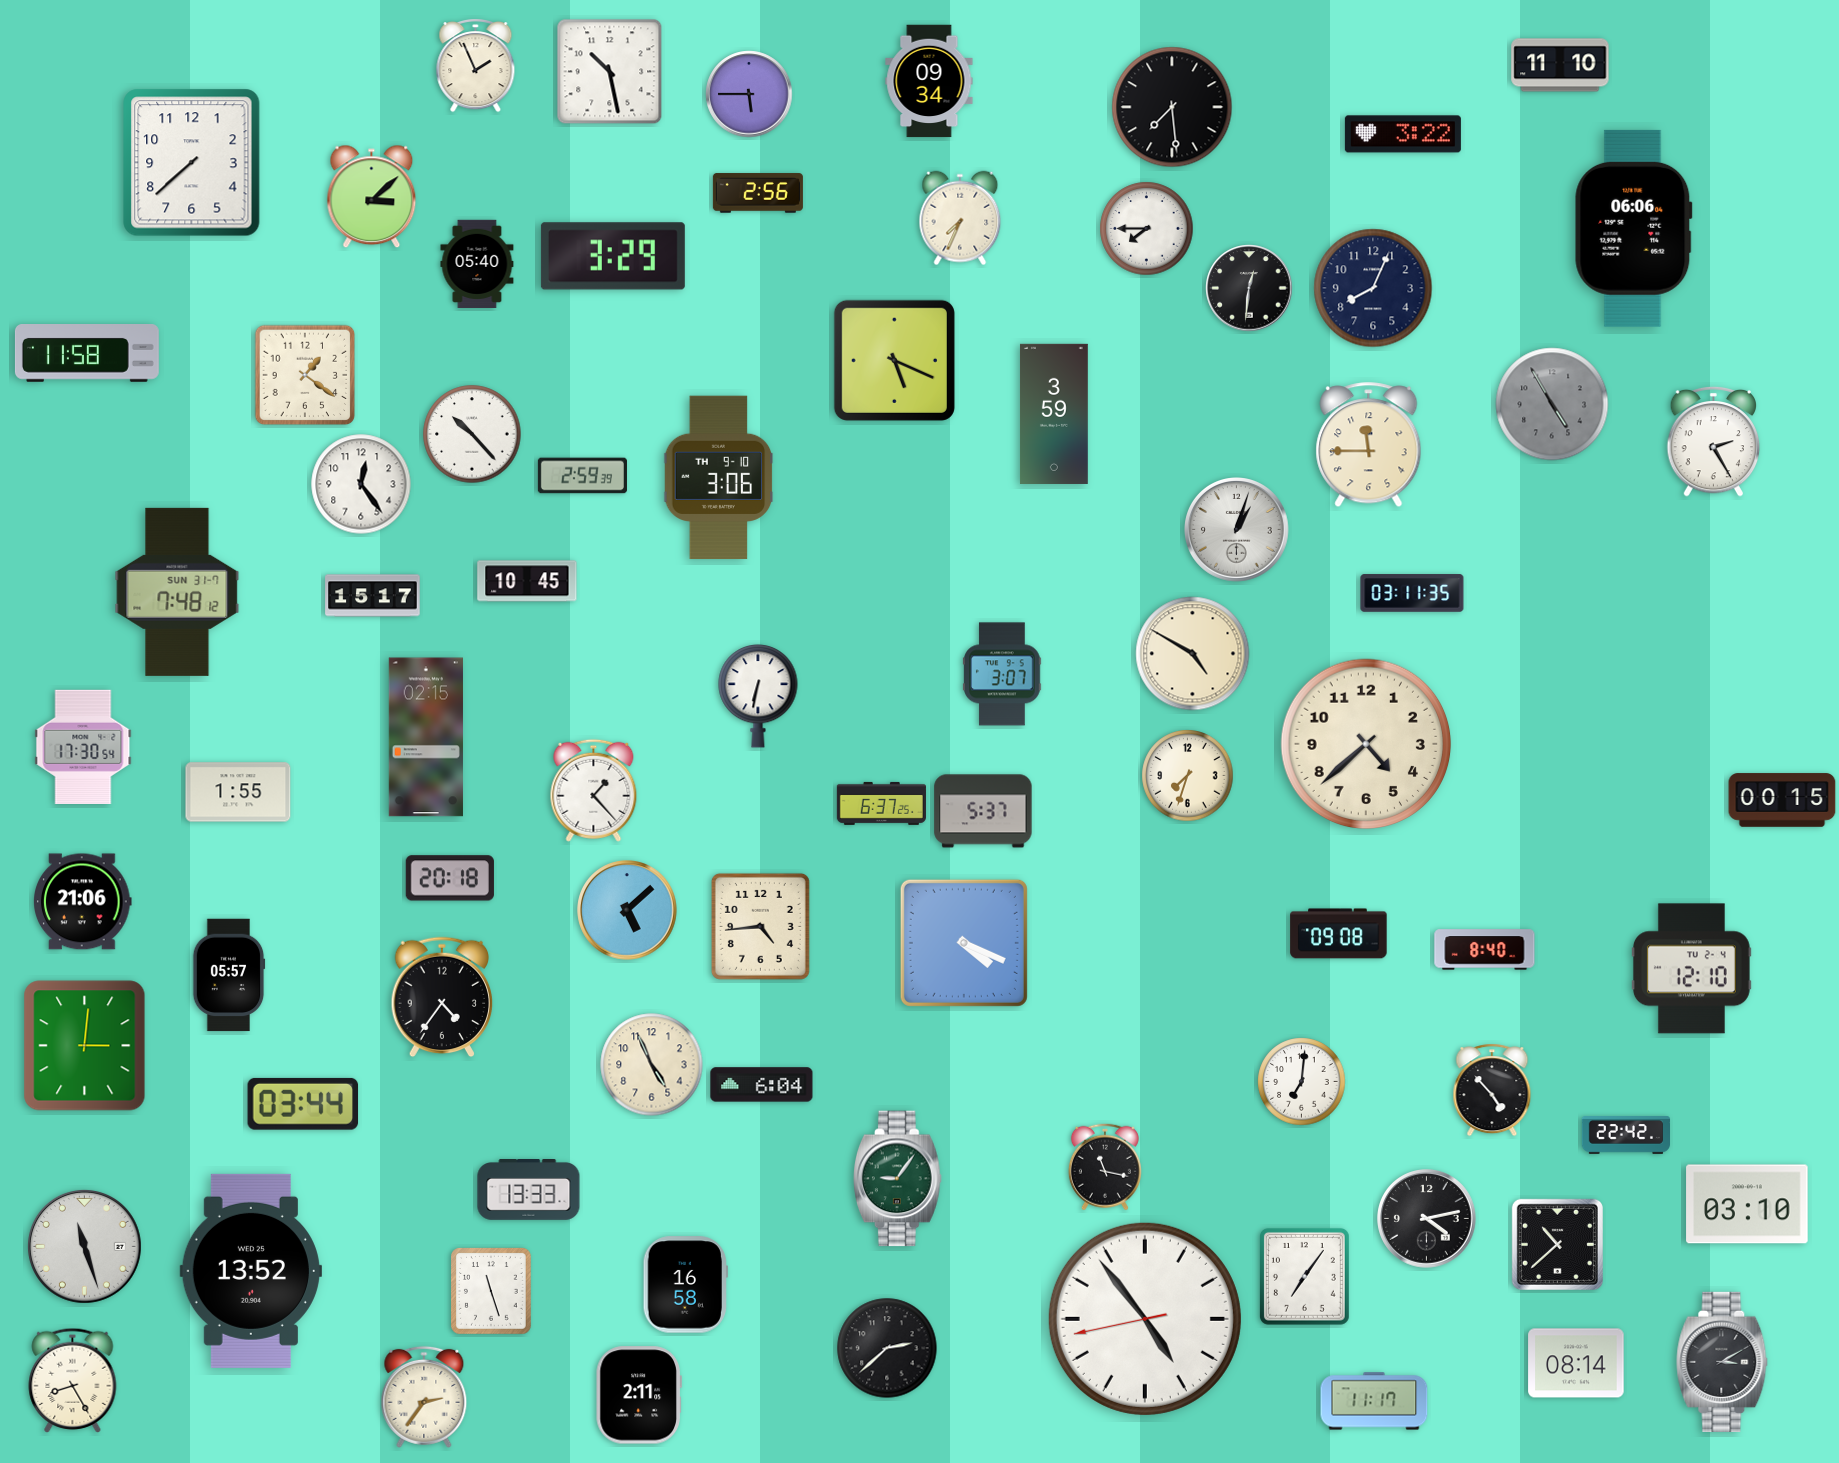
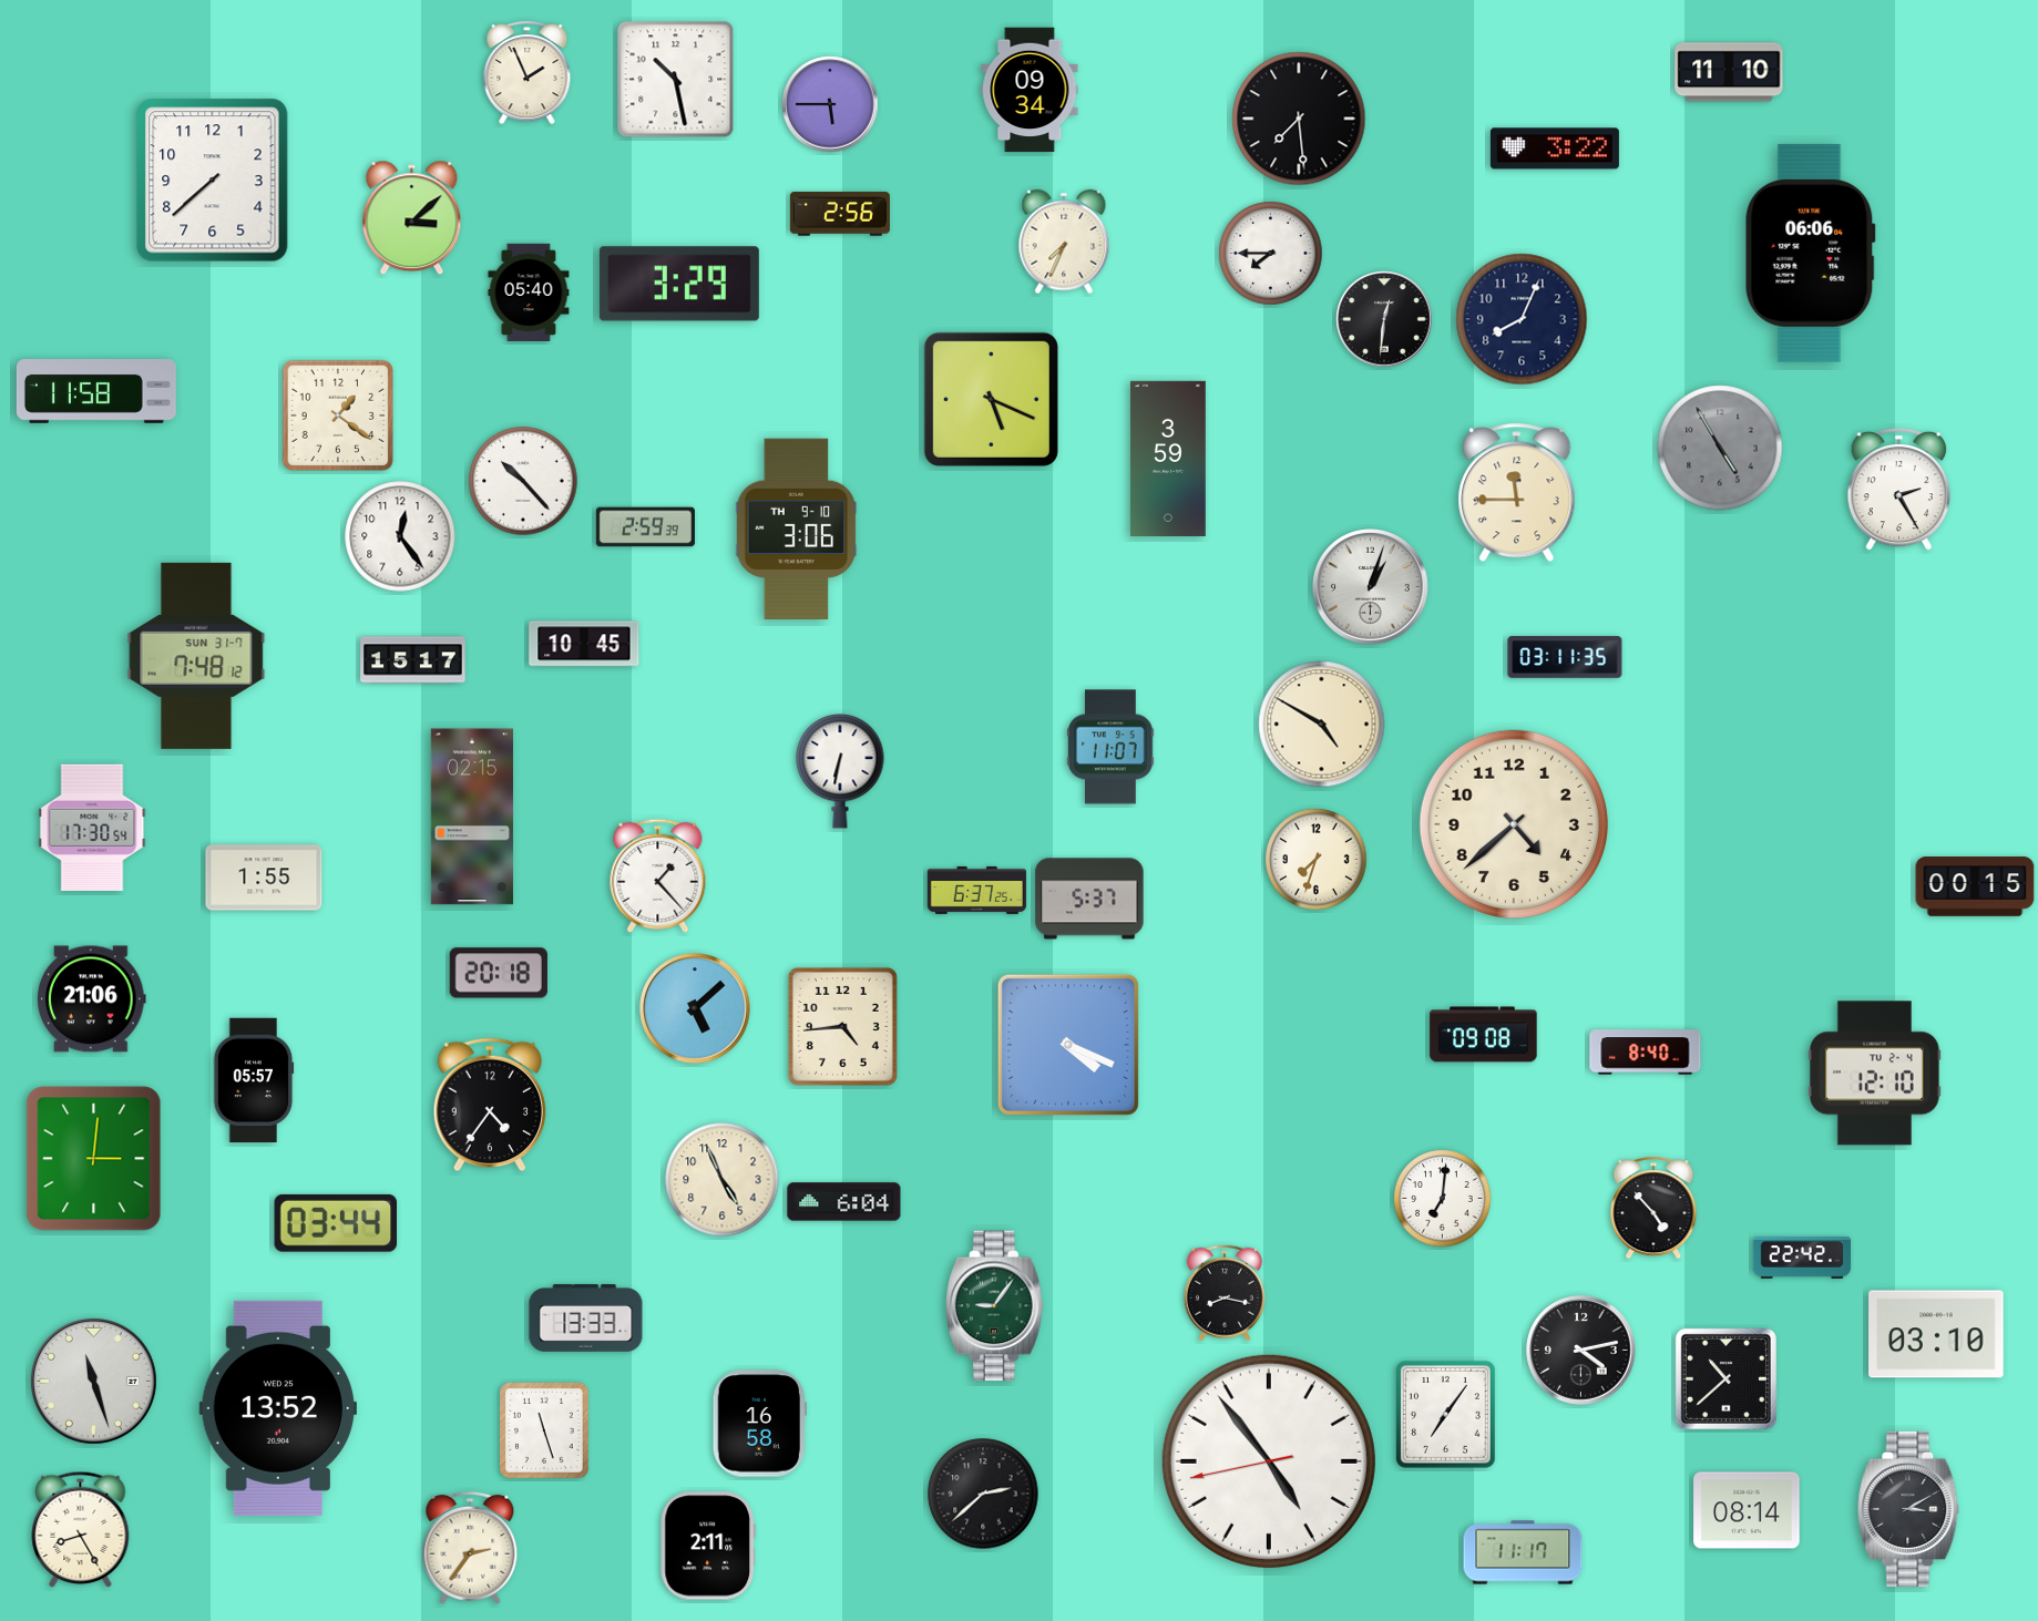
clock at (1002, 674): 3:07 -> 11:07
clock at (1105, 1167): 11:17 -> 8:17
